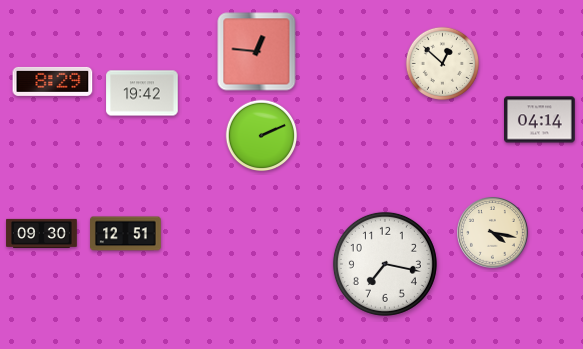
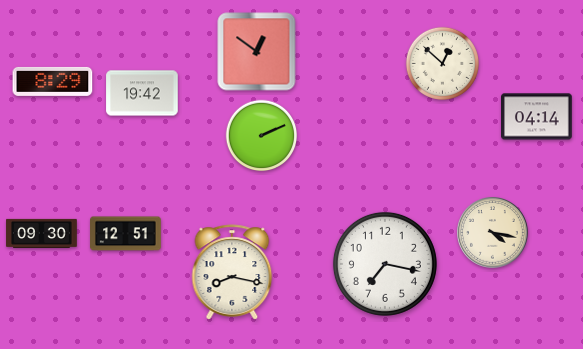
clock at (257, 52): 12:46 -> 12:51
clock at (540, 120) position: (540, 120) -> (537, 117)
clock at (232, 272): none -> 8:17
